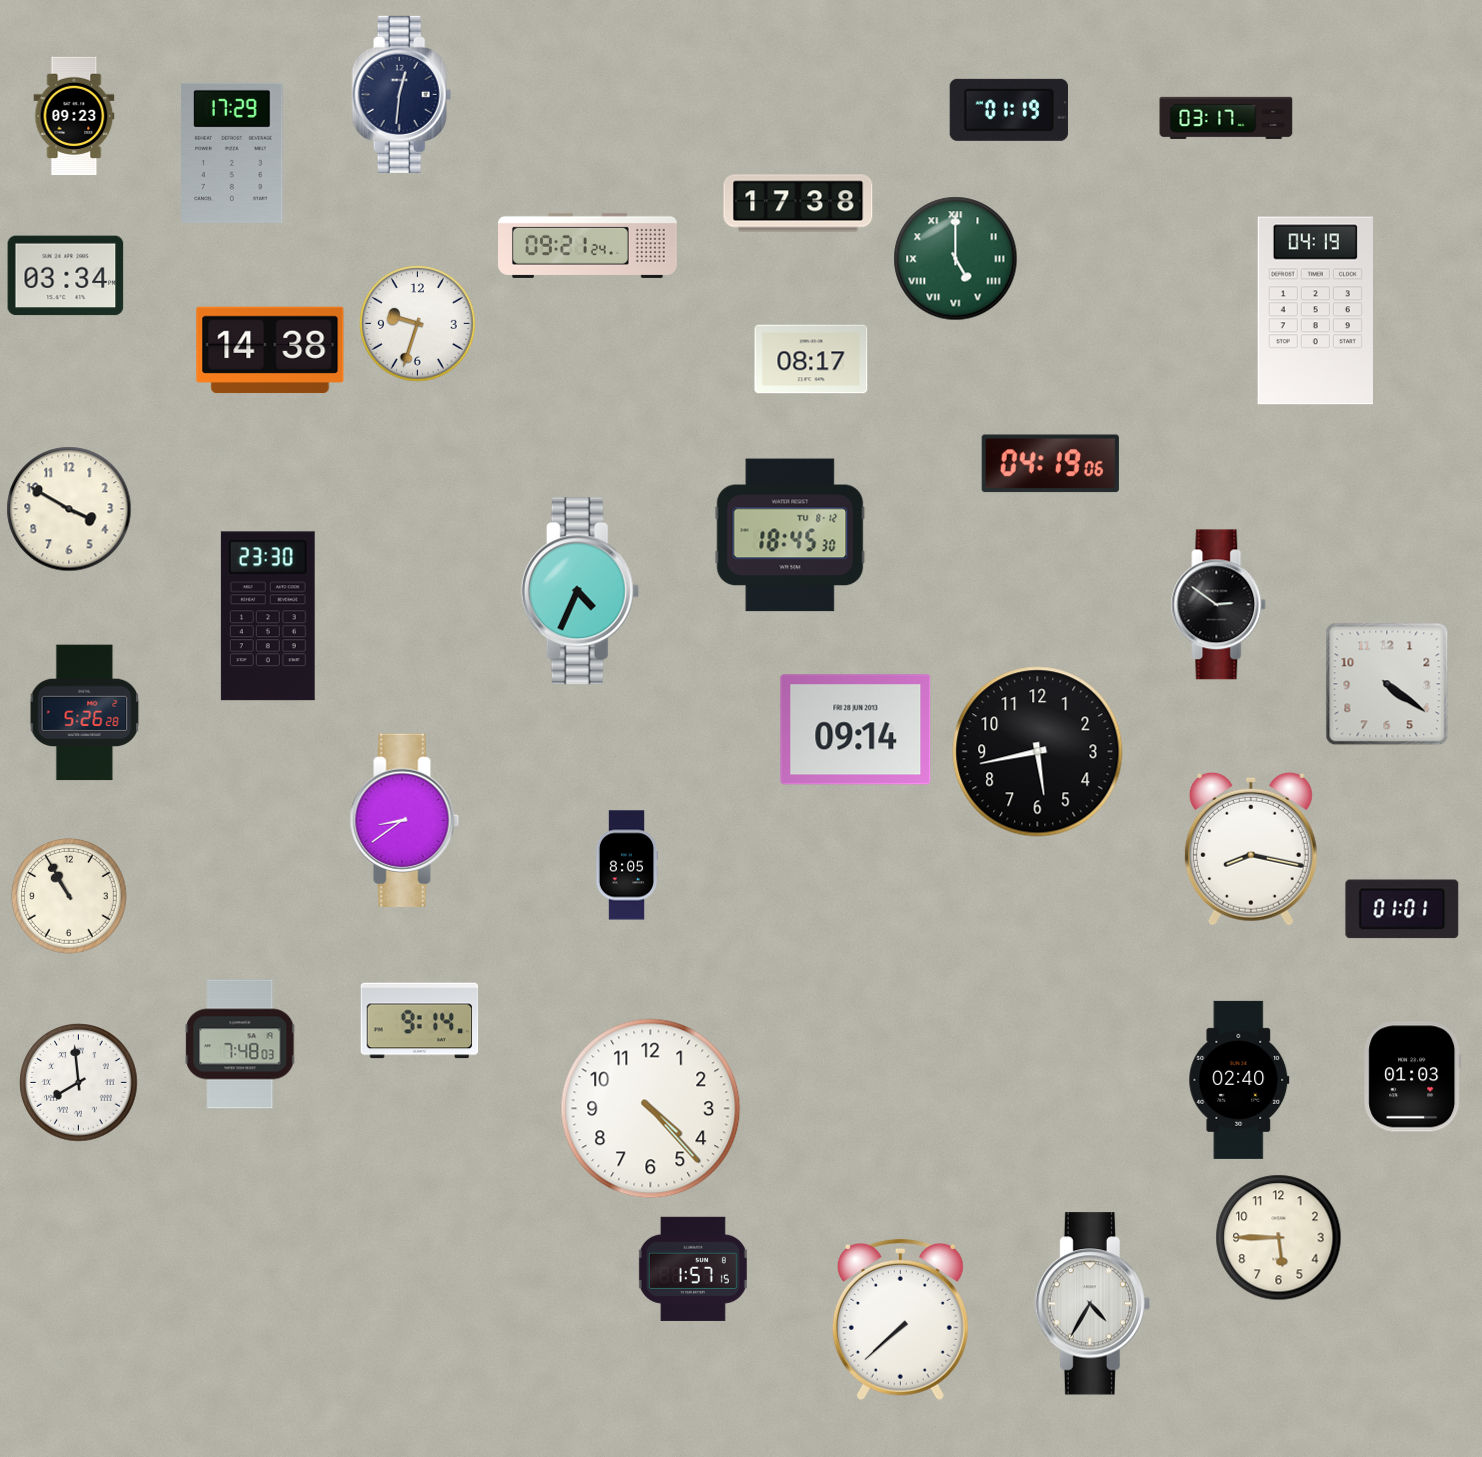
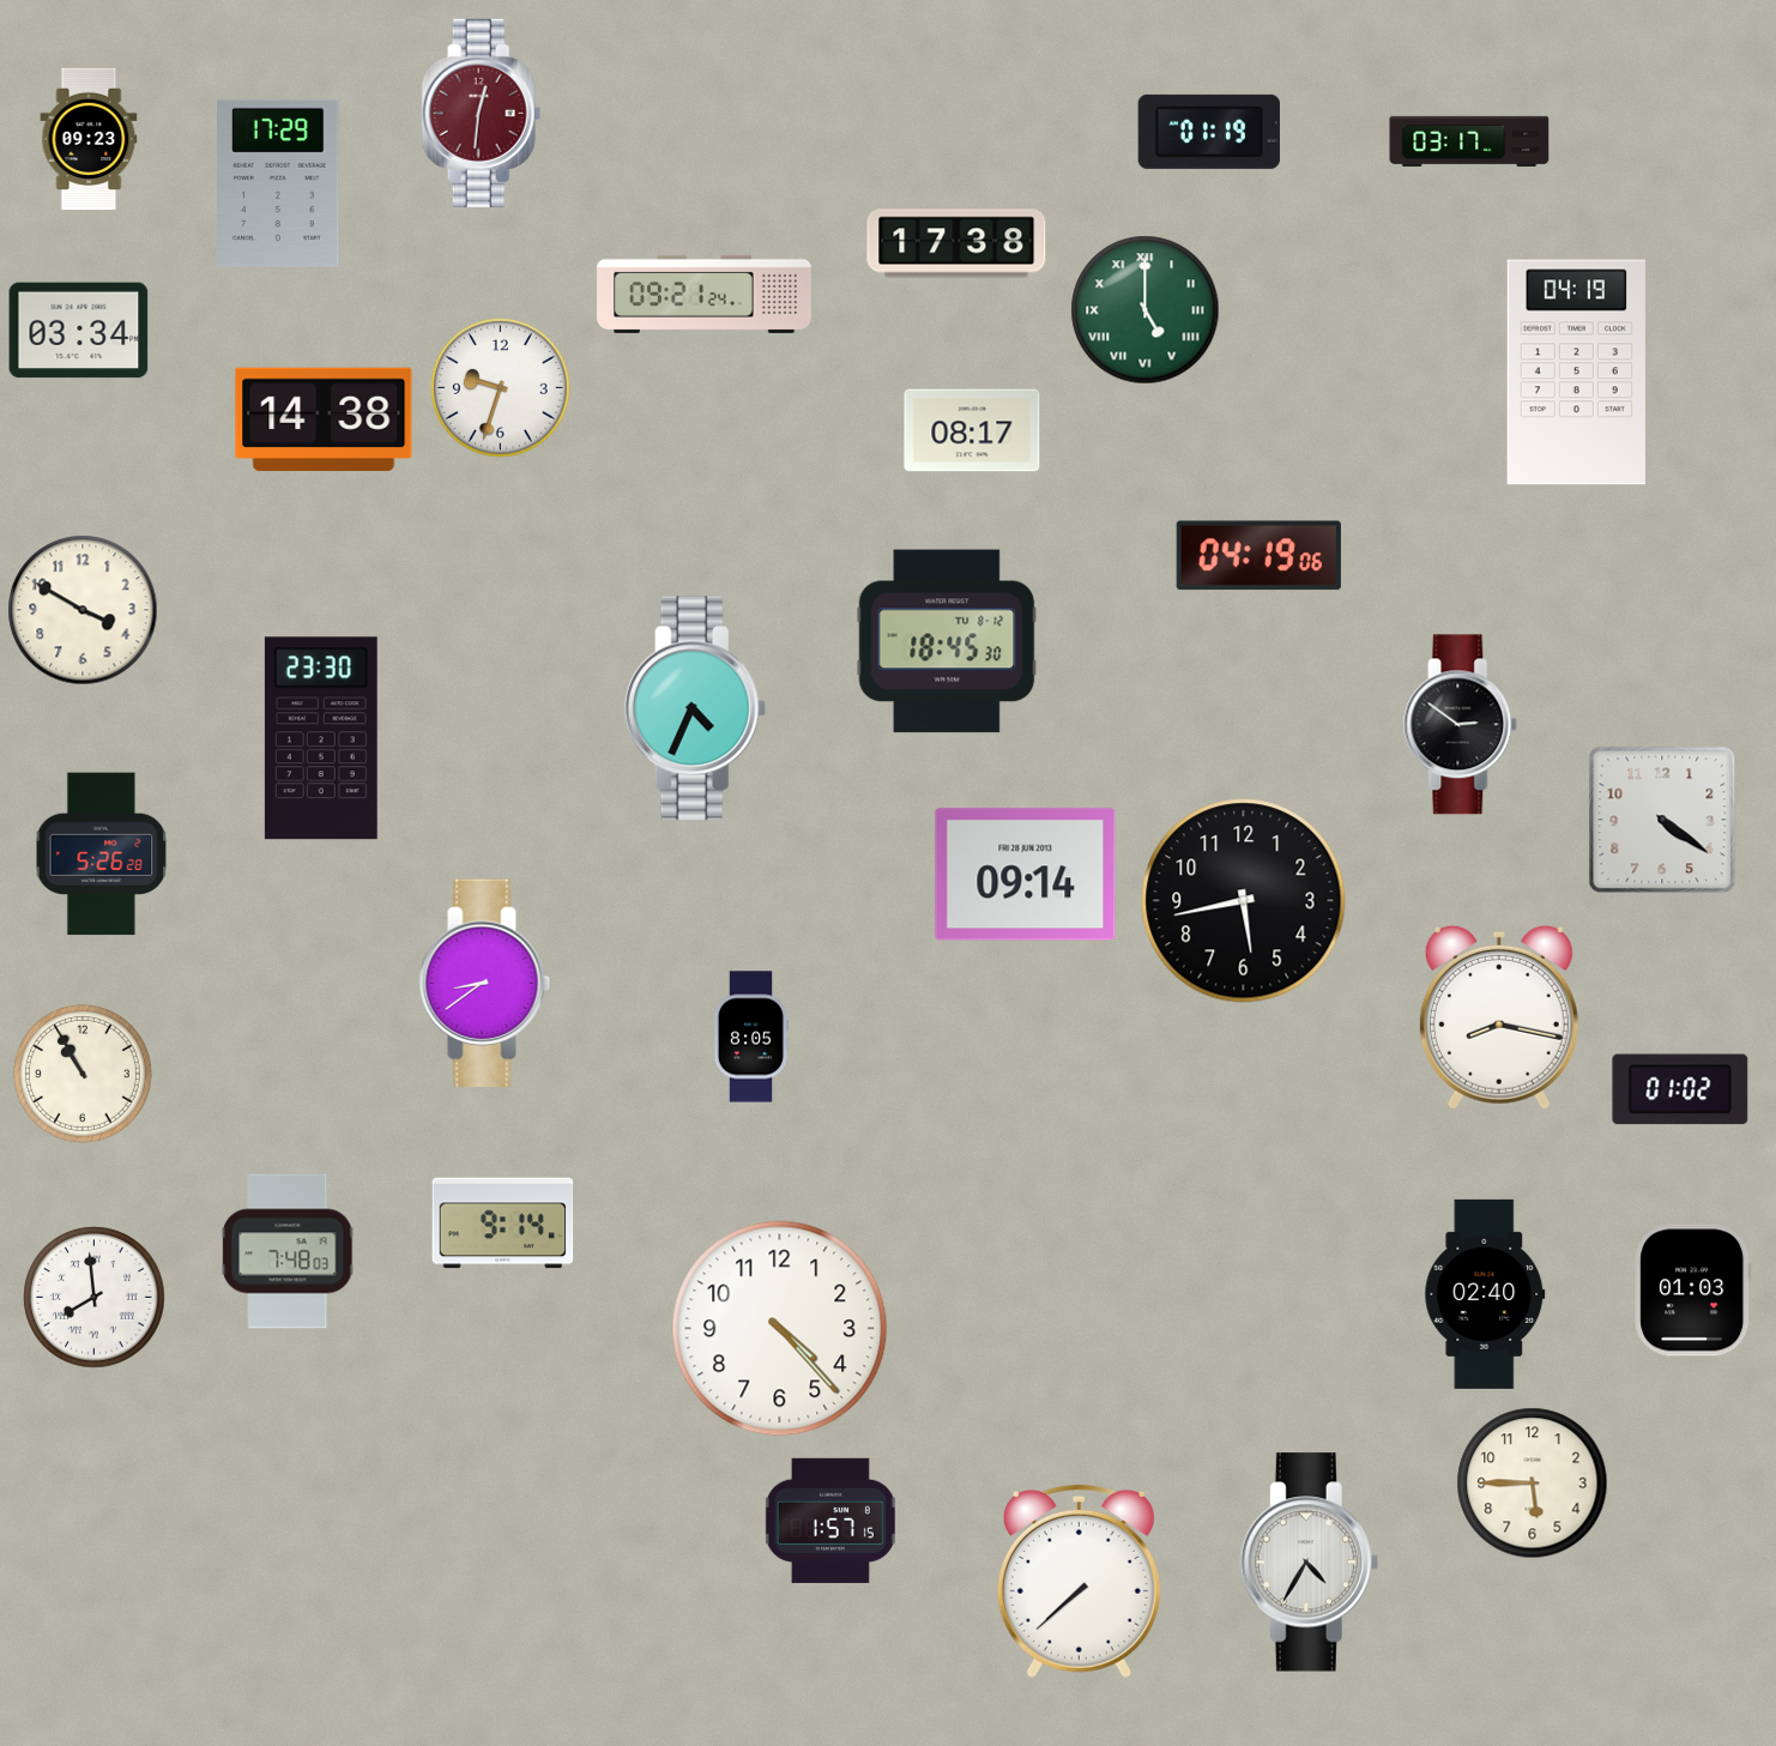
clock at (402, 94) dial: navy -> burgundy
clock at (1402, 909): 01:01 -> 01:02
